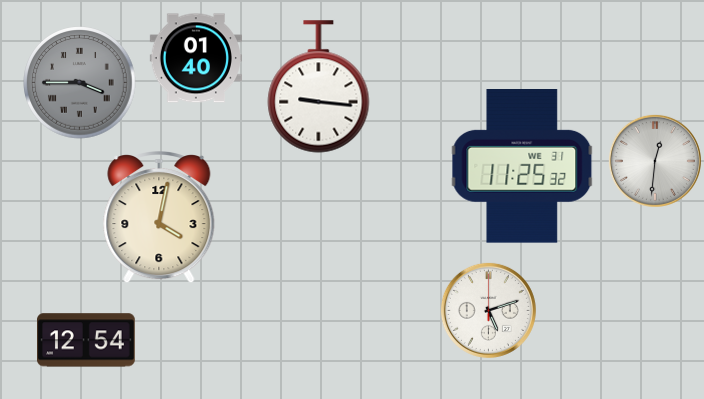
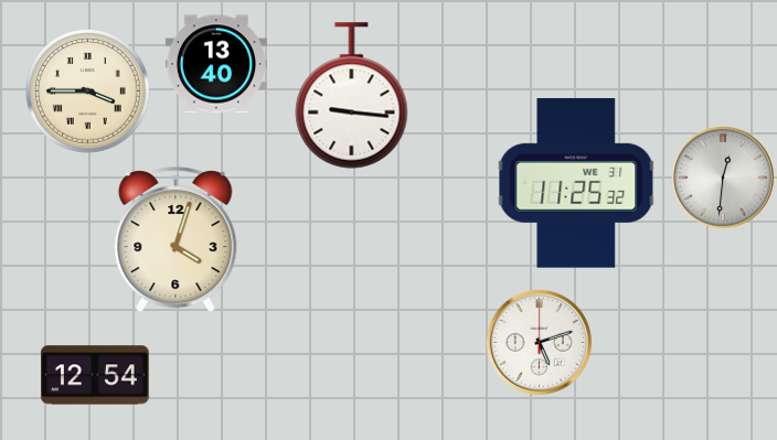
clock at (195, 58): 01:40 -> 13:40
clock at (80, 83) dial: grey -> cream
clock at (159, 218): 4:02 -> 4:03
